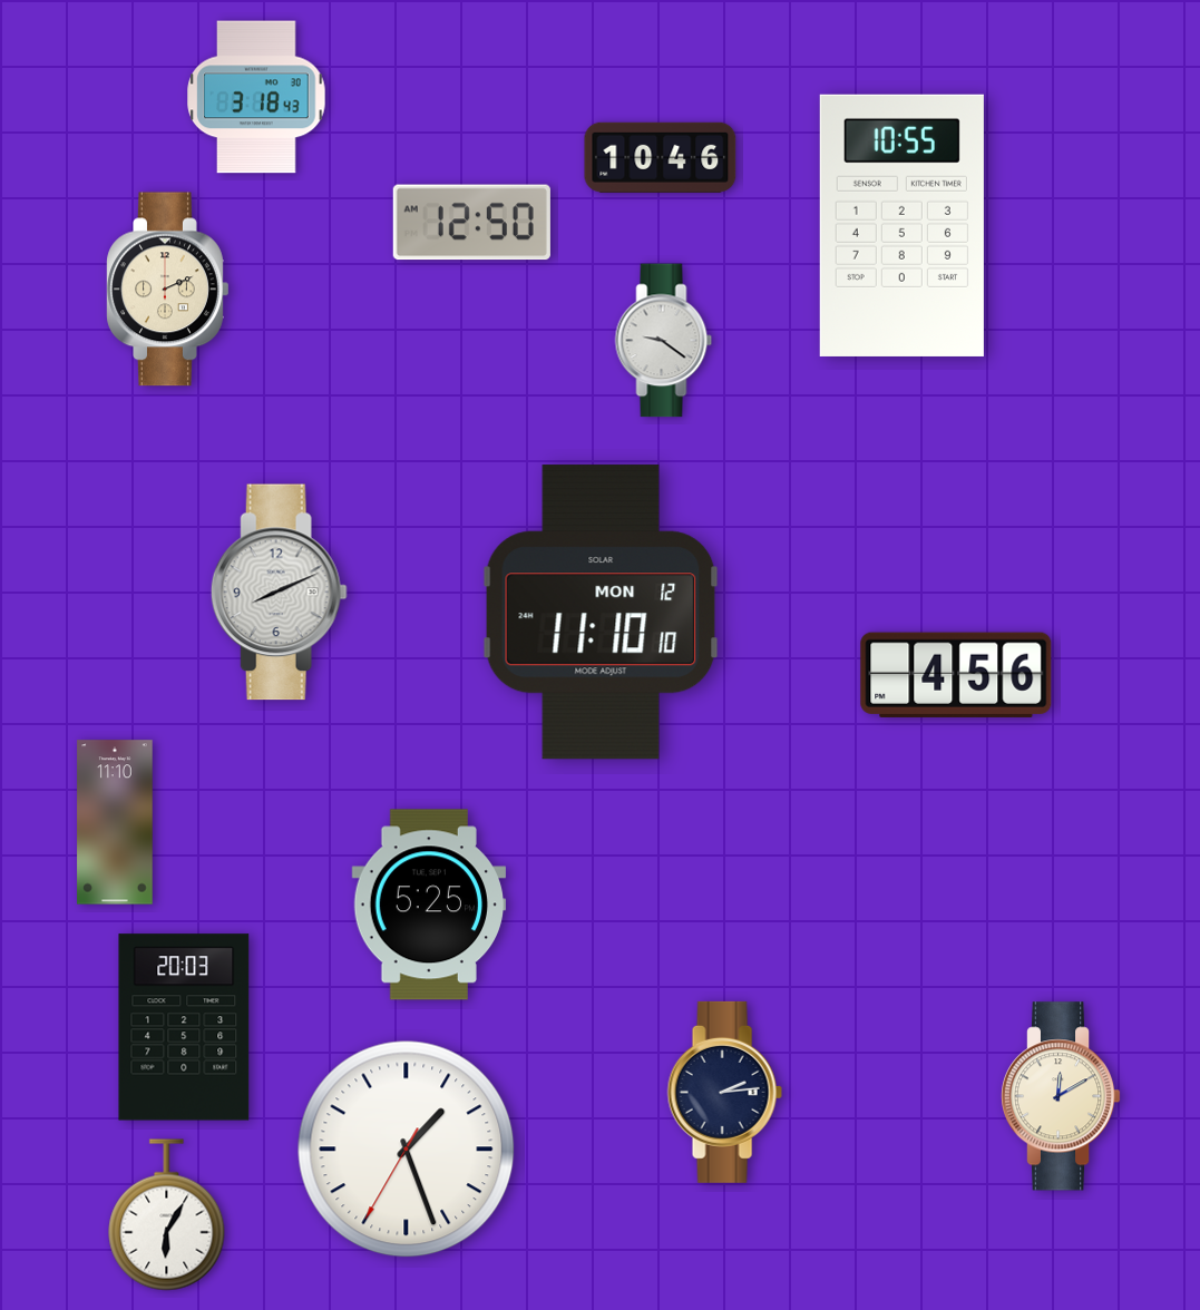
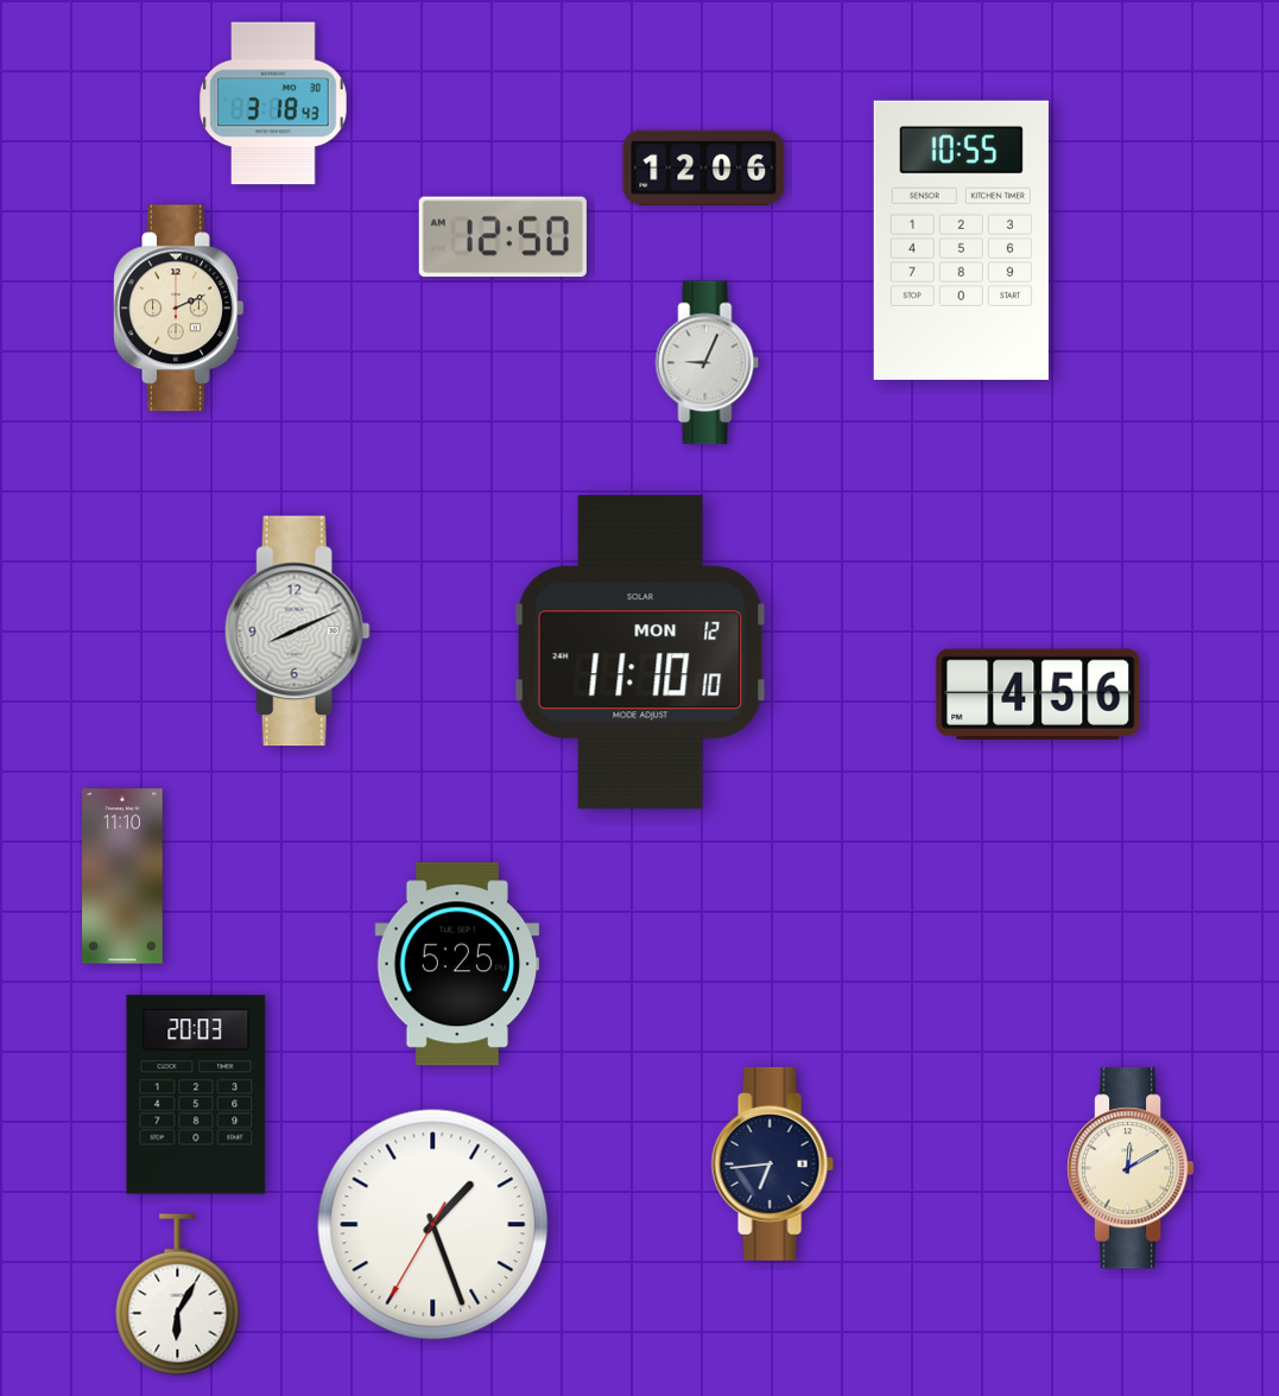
clock at (661, 157): 10:46 -> 12:06
clock at (664, 341): 9:21 -> 9:04
clock at (956, 675) position: (956, 675) -> (1038, 694)
clock at (724, 1092): 2:14 -> 6:44
